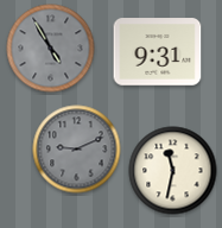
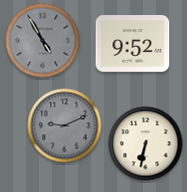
clock at (158, 52): 9:31 -> 9:52
clock at (173, 171): 11:32 -> 6:32
